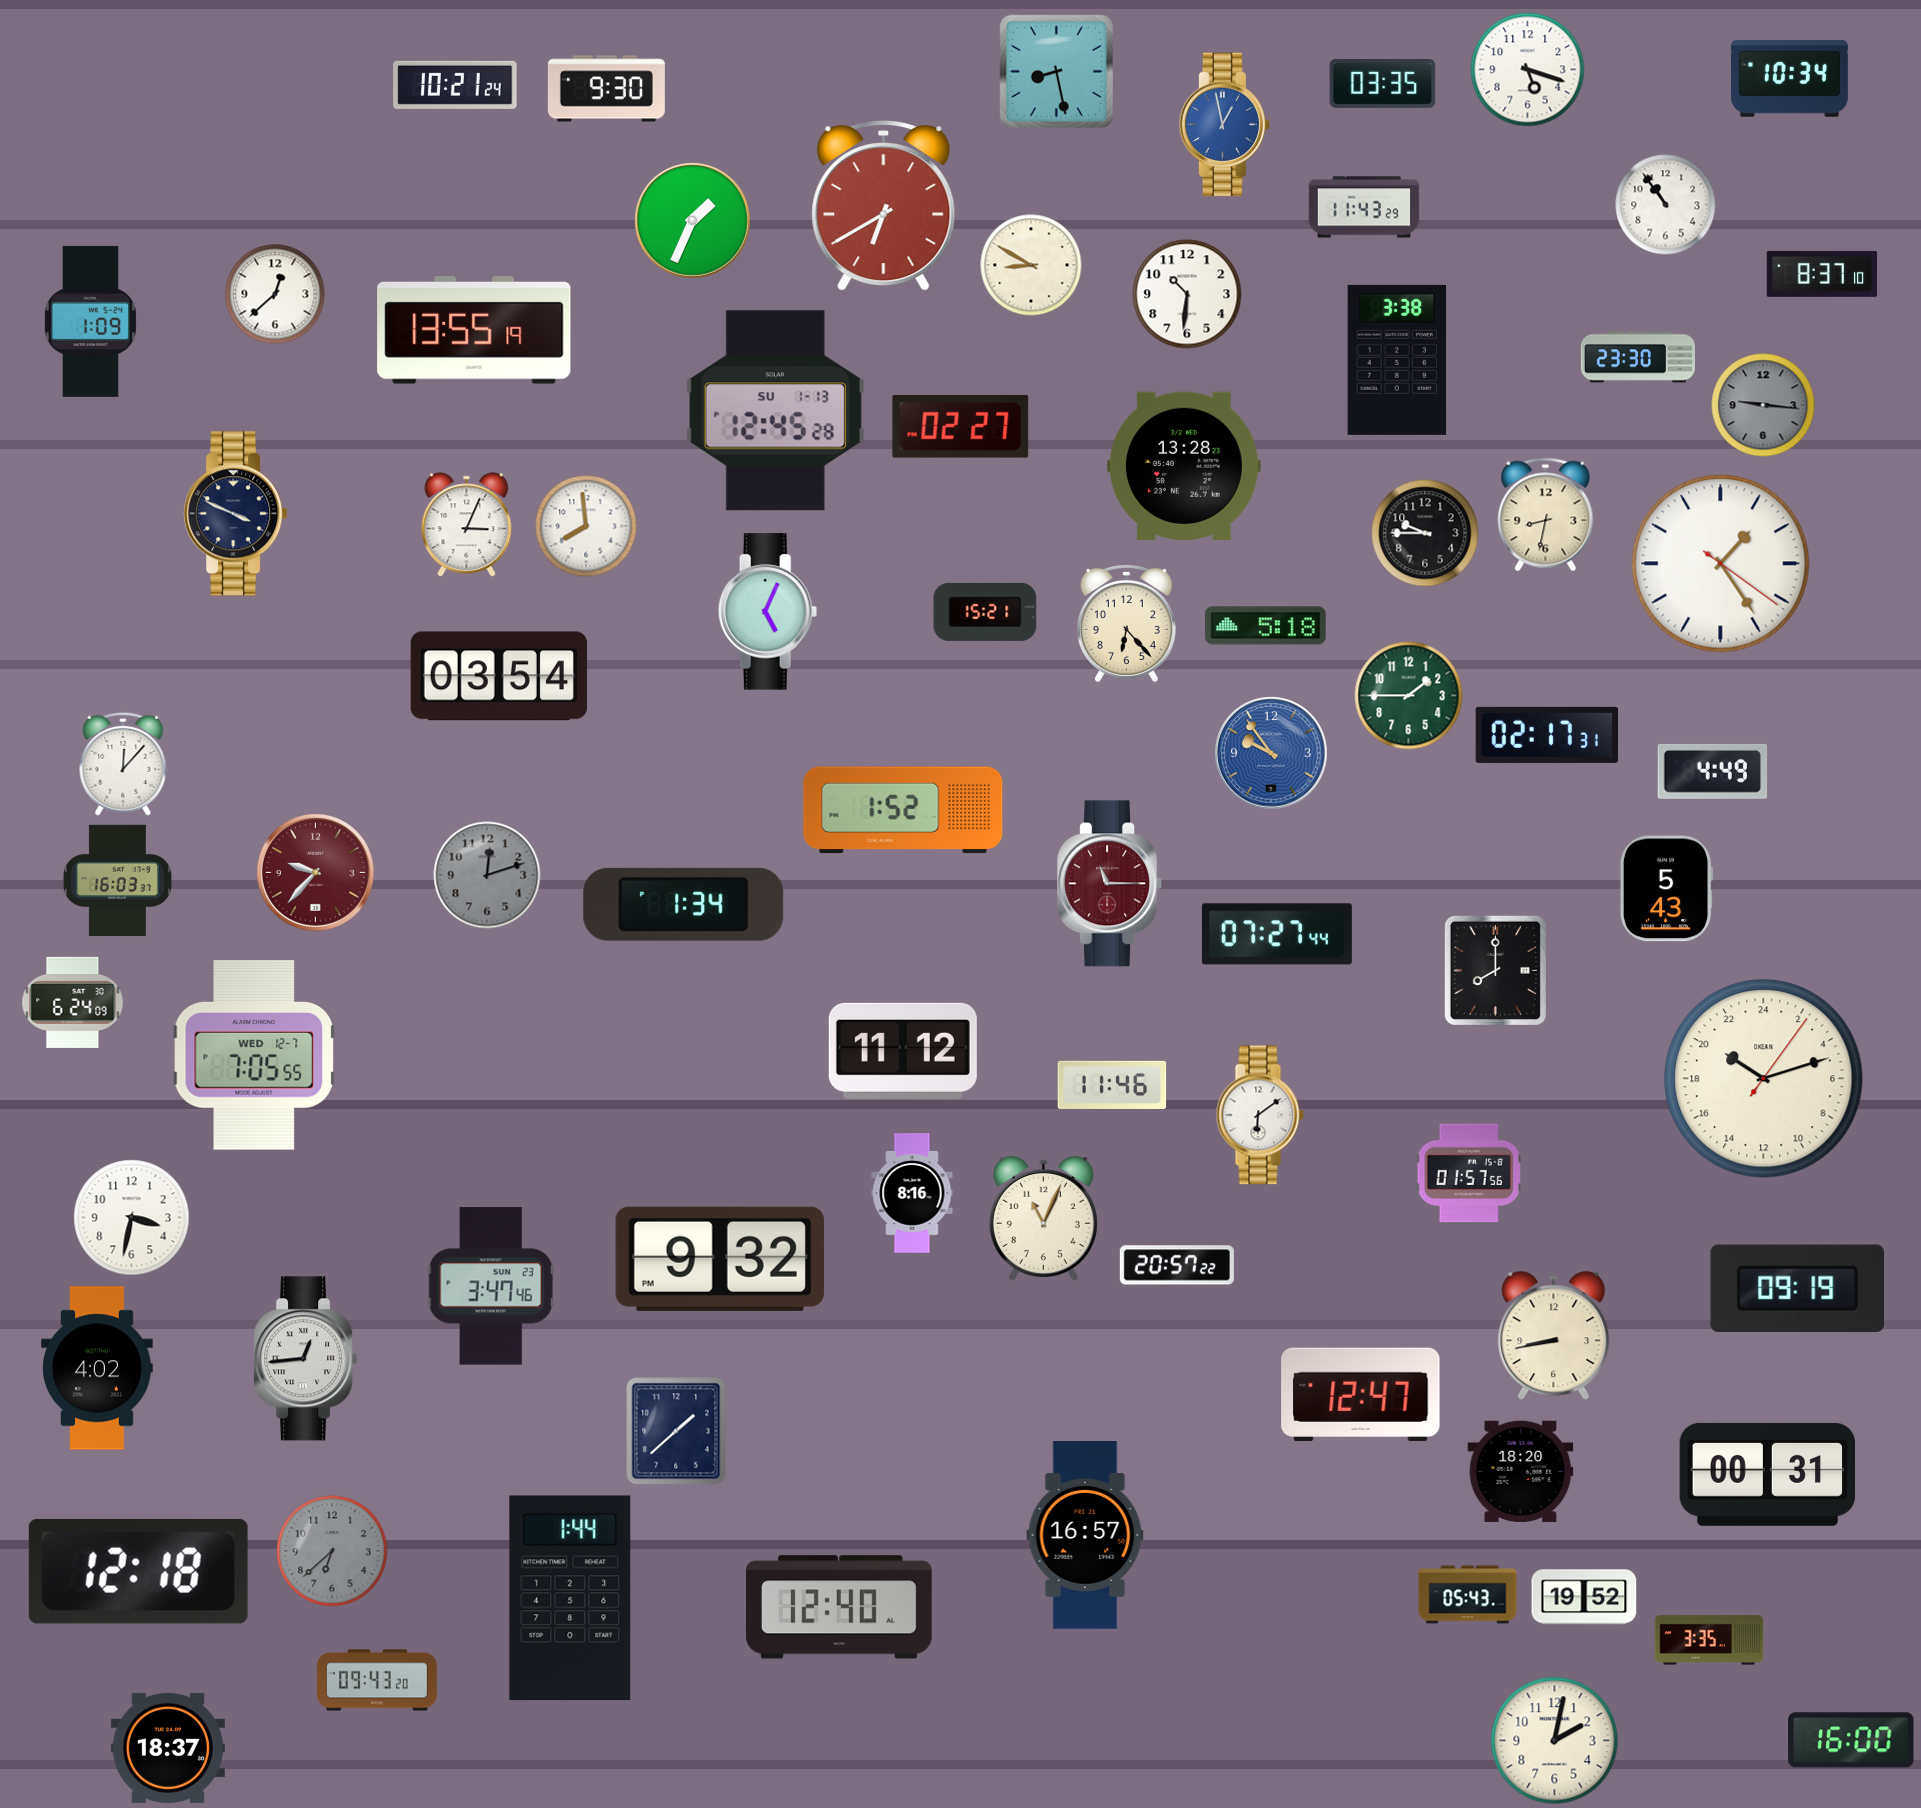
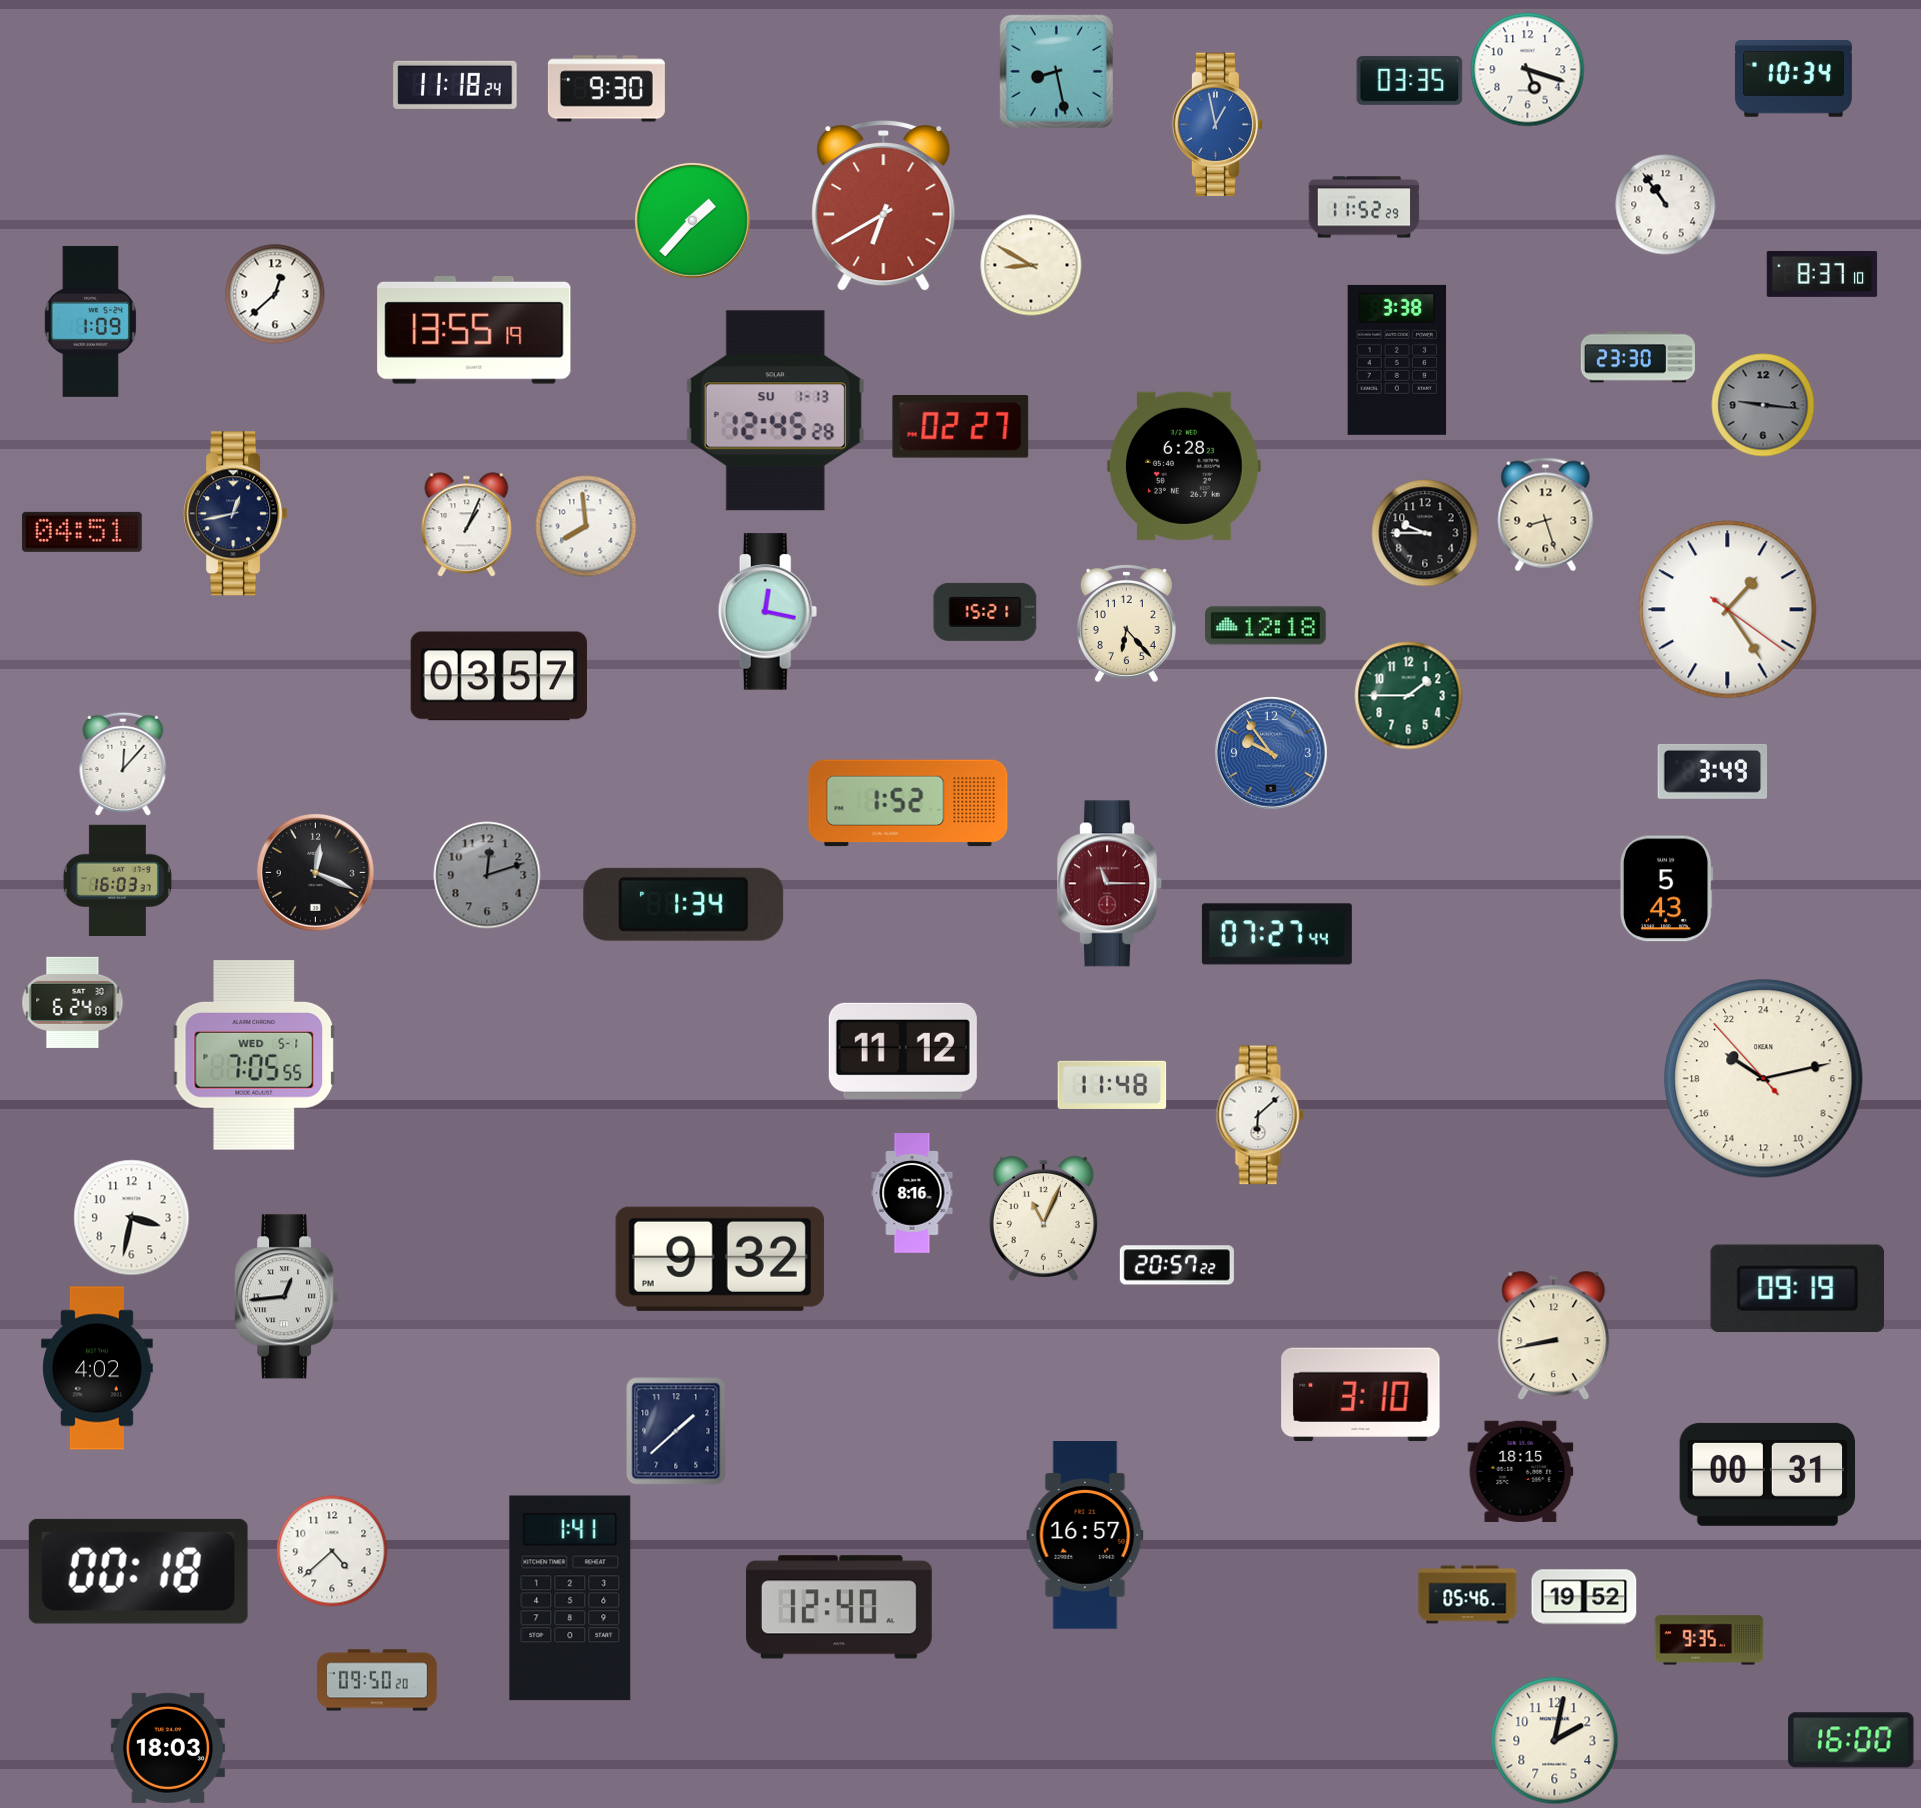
clock at (1789, 79) position: (1789, 79) -> (1793, 79)
clock at (1383, 83) position: (1383, 83) -> (1410, 80)
clock at (455, 85): 10:21 -> 11:18
clock at (1224, 125) position: (1224, 125) -> (1217, 125)
clock at (1364, 207): 11:43 -> 11:52
clock at (692, 220): 1:34 -> 1:37
clock at (1187, 294): 10:31 -> none
clock at (1184, 466): 13:28 -> 6:28
clock at (236, 514): 3:49 -> 12:43
clock at (1546, 515): 8:32 -> 8:27
clock at (467, 525): 3:04 -> 1:04
clock at (82, 532): none -> 04:51
clock at (1721, 564) position: (1721, 564) -> (1728, 610)
clock at (768, 612): 5:04 -> 12:17
clock at (1266, 626): 5:18 -> 12:18
clock at (499, 676): 03:54 -> 03:57
clock at (1547, 735): 02:17 -> none
clock at (1713, 771): 4:49 -> 3:49
clock at (903, 810) position: (903, 810) -> (908, 803)
clock at (315, 872): 9:37 -> 12:19
clock at (315, 872) dial: burgundy -> black
clock at (1495, 970): 8:00 -> none
clock at (254, 1055) date: WED 12-7 -> WED 5-1
clock at (1764, 1079): 20:12:06 -> 20:12:53
clock at (1112, 1085): 11:46 -> 11:48
clock at (1260, 1115): 6:09 -> 6:08
clock at (1469, 1173): 01:57 -> none
clock at (491, 1286): 3:47 -> none
clock at (306, 1359) position: (306, 1359) -> (287, 1297)
clock at (1361, 1395): 12:47 -> 3:10
clock at (1521, 1471): 18:20 -> 18:15
clock at (332, 1551): 6:38 -> 4:38
clock at (332, 1551) dial: grey -> white
clock at (138, 1571): 12:18 -> 00:18
clock at (1468, 1595): 05:43 -> 05:46
clock at (570, 1598): 1:44 -> 1:41
clock at (1709, 1640): 3:35 -> 9:35
clock at (377, 1680): 09:43 -> 09:50
clock at (168, 1748): 18:37 -> 18:03
